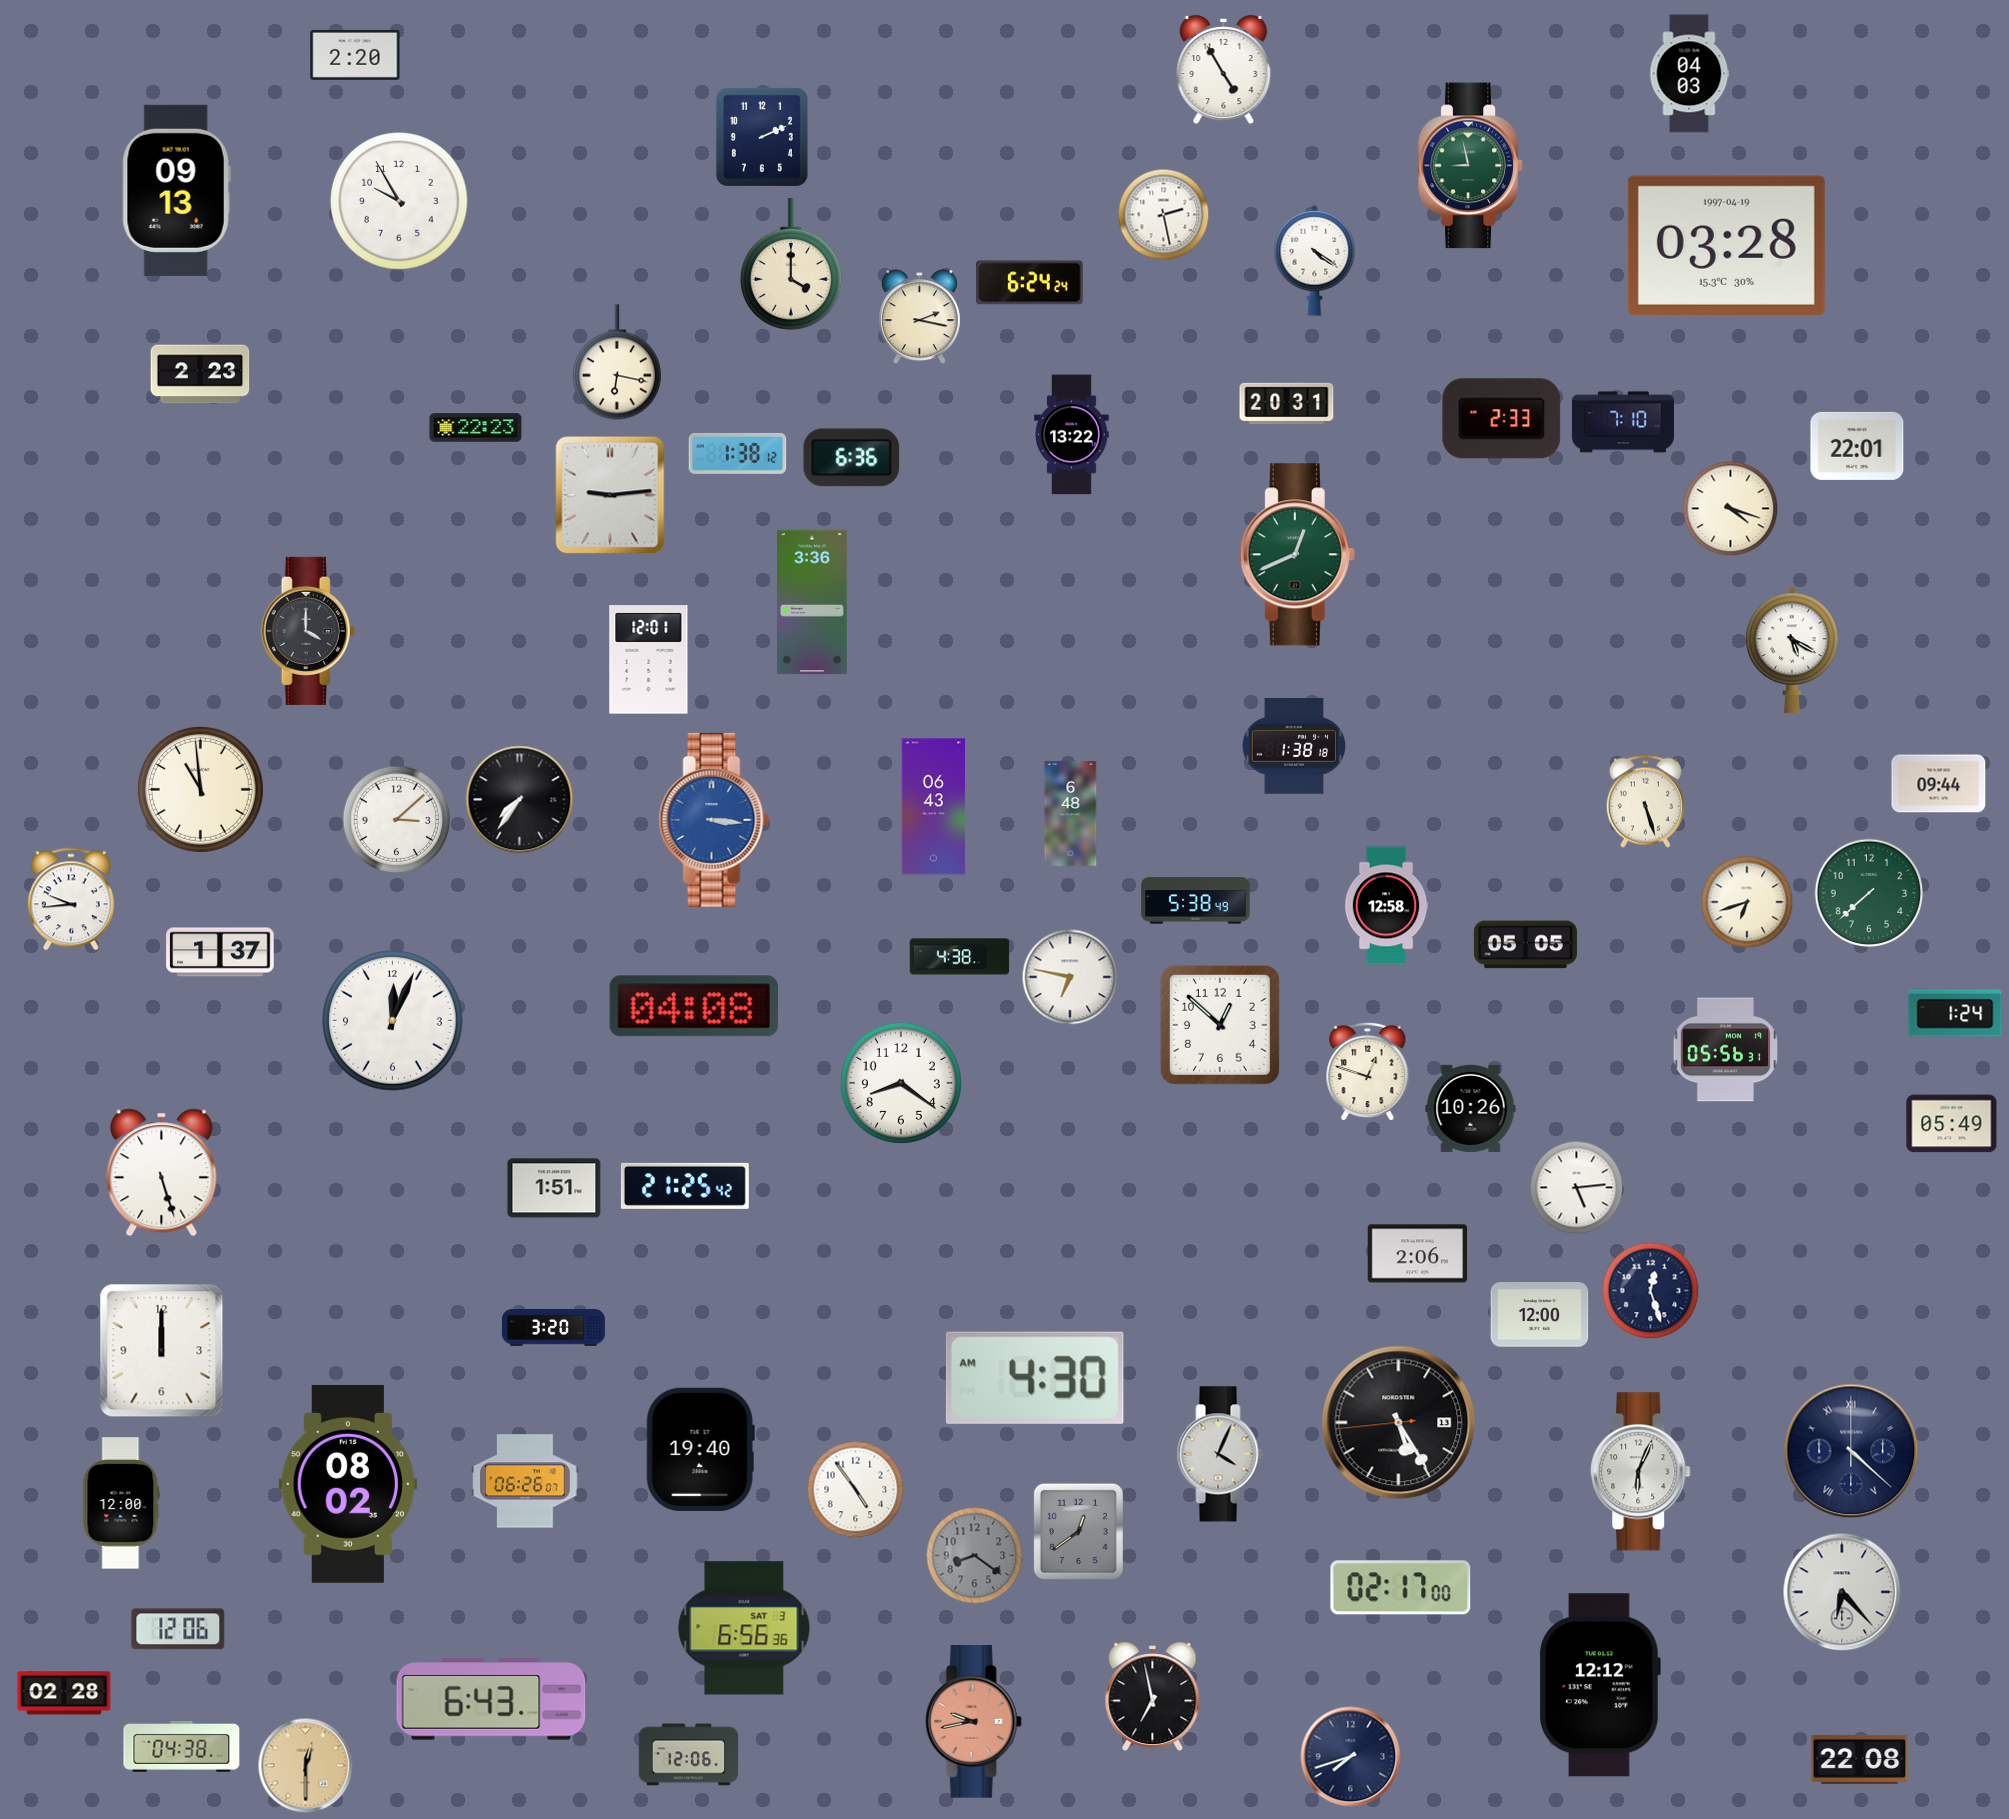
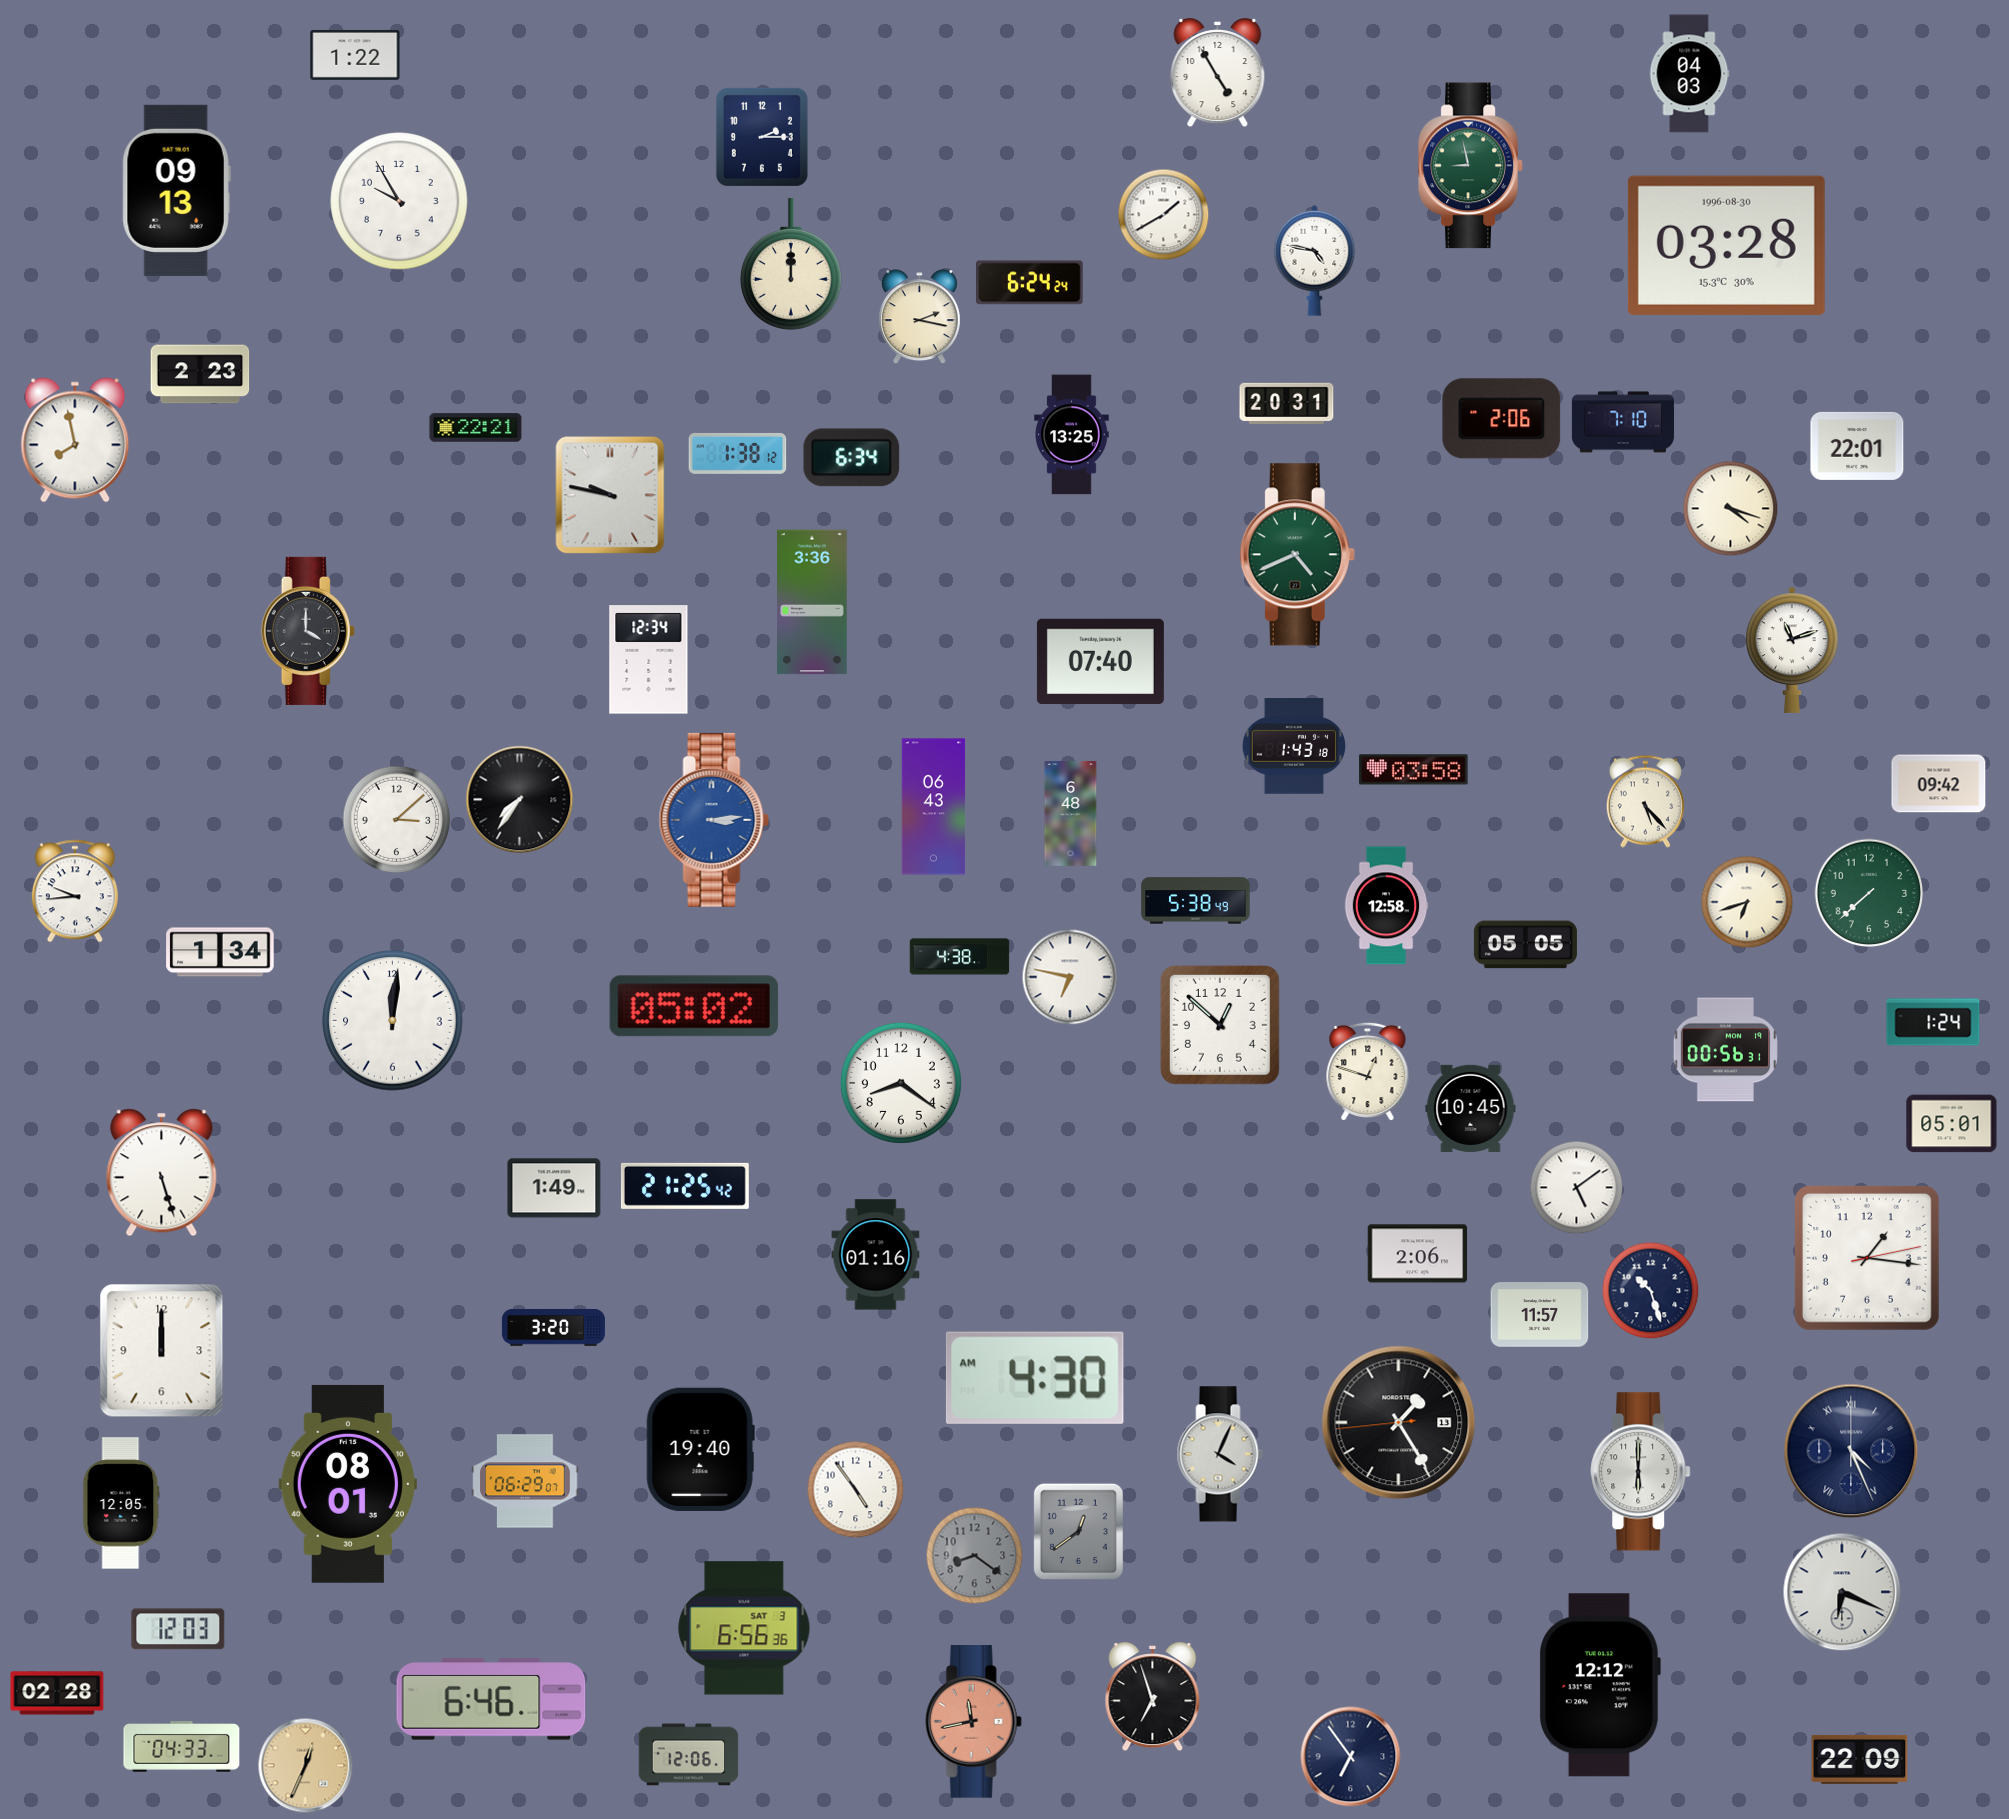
clock at (355, 55): 2:20 -> 1:22
clock at (1224, 71) position: (1224, 71) -> (1218, 74)
clock at (762, 137): 2:11 -> 2:15
clock at (1164, 215): 2:28 -> 1:40
clock at (1726, 245) date: 1997-04-19 -> 1996-08-30
clock at (1315, 260): 4:21 -> 4:47
clock at (791, 264): 4:00 -> 12:00
clock at (617, 362): 6:17 -> none
clock at (1502, 419): 2:33 -> 2:06
clock at (476, 428): 22:23 -> 22:21
clock at (1072, 435): 13:22 -> 13:25
clock at (75, 440): none -> 7:58
clock at (852, 458): 6:36 -> 6:34
clock at (610, 495): 9:14 -> 9:47
clock at (1297, 555): 12:41 -> 4:41
clock at (1792, 650): 5:20 -> 11:12
clock at (649, 660): 12:01 -> 12:34
clock at (1100, 662): none -> 07:40
clock at (1293, 746): 1:38 -> 1:43
clock at (1414, 770): none -> 03:58
clock at (1939, 784): 09:44 -> 09:42
clock at (200, 789): 10:59 -> none
clock at (1645, 801): 5:27 -> 5:23
clock at (714, 820): 3:16 -> 3:14
clock at (71, 899) position: (71, 899) -> (75, 891)
clock at (220, 952): 1:37 -> 1:34
clock at (694, 1006): 04:08 -> 05:02
clock at (1955, 1013) position: (1955, 1013) -> (1933, 1022)
clock at (393, 1021): 12:04 -> 12:01
clock at (1725, 1050): 05:56 -> 00:56
clock at (1471, 1108): 10:26 -> 10:45
clock at (1952, 1124): 05:49 -> 05:01
clock at (554, 1188): 1:51 -> 1:49
clock at (1577, 1188): 5:14 -> 5:09
clock at (876, 1255): none -> 01:16
clock at (1868, 1259): none -> 1:16
clock at (1651, 1291): 12:27 -> 10:27
clock at (1540, 1315): 12:00 -> 11:57
clock at (1399, 1423): 5:24 -> 1:24
clock at (1851, 1451): 4:22 -> 4:26
clock at (1641, 1472): 6:04 -> 6:00
clock at (525, 1481): 06:26 -> 06:29
clock at (348, 1484): 08:02 -> 08:01
clock at (121, 1503): 12:00 -> 12:05
clock at (1401, 1588): 02:17 -> none
clock at (1842, 1592): 6:23 -> 6:19
clock at (178, 1629): 12:06 -> 12:03
clock at (64, 1693) position: (64, 1693) -> (57, 1693)
clock at (1153, 1698): 6:58 -> 6:57
clock at (491, 1699): 6:43 -> 6:46
clock at (973, 1722): 9:43 -> 11:43
clock at (182, 1747): 04:38 -> 04:33
clock at (1351, 1757): 7:42 -> 6:54
clock at (1860, 1759): 22:08 -> 22:09
clock at (306, 1766): 12:30 -> 12:34
